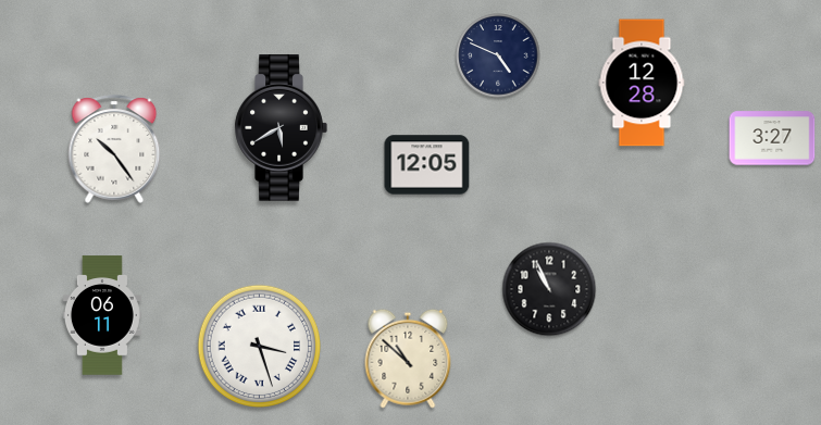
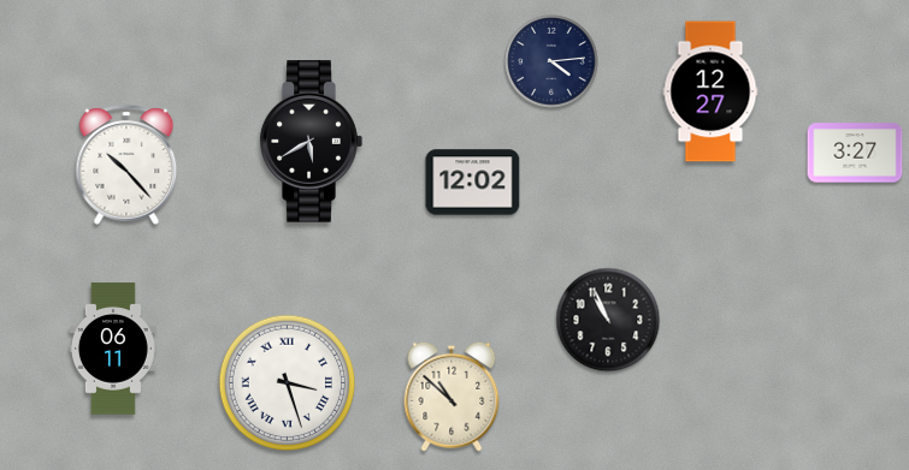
clock at (498, 55): 4:49 -> 4:14
clock at (642, 83): 12:28 -> 12:27
clock at (114, 149): 10:24 -> 10:23
clock at (427, 165): 12:05 -> 12:02
